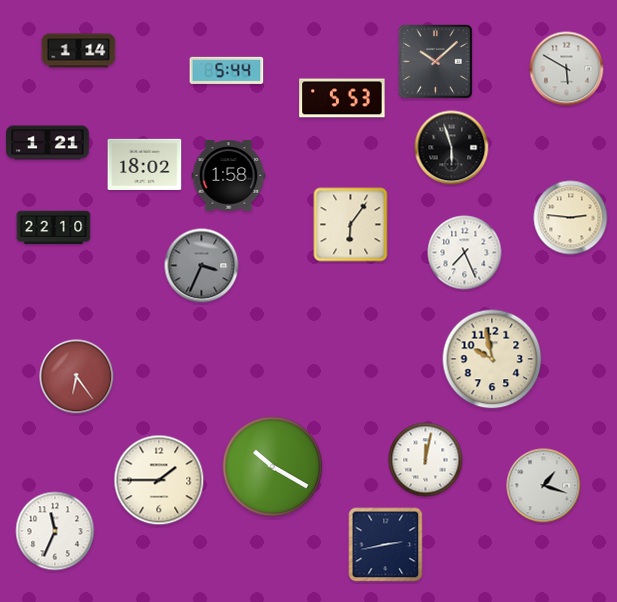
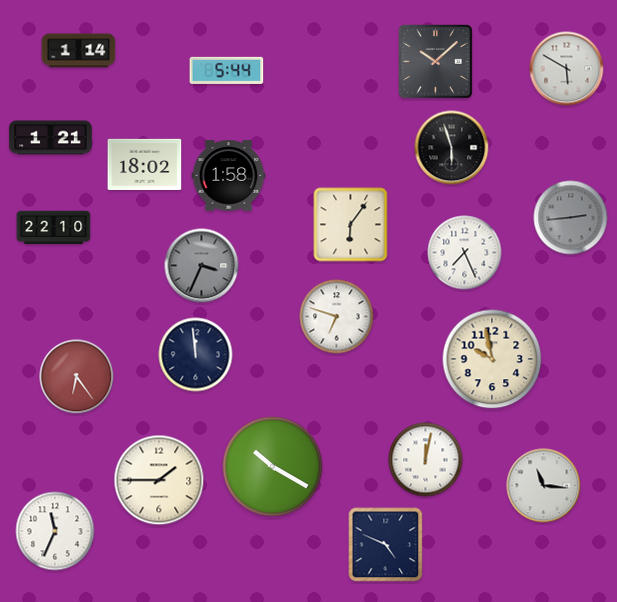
clock at (342, 98): 5:53 -> none
clock at (48, 143) position: (48, 143) -> (51, 138)
clock at (571, 218): 2:46 -> 2:44
clock at (571, 218) dial: cream -> grey
clock at (337, 317): none -> 6:48
clock at (196, 355): none -> 11:59
clock at (544, 486): 1:18 -> 11:16
clock at (386, 545): 2:43 -> 4:49
